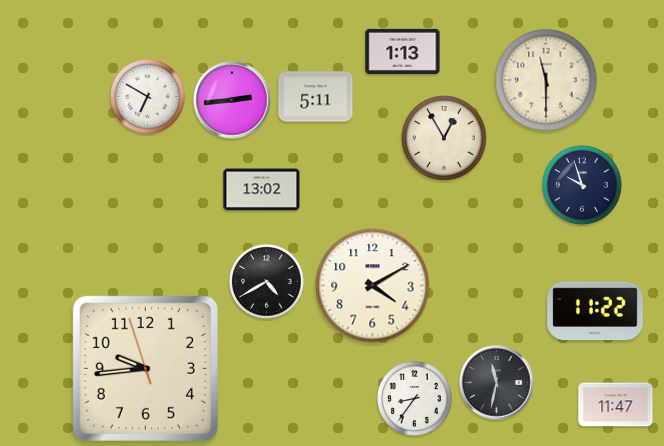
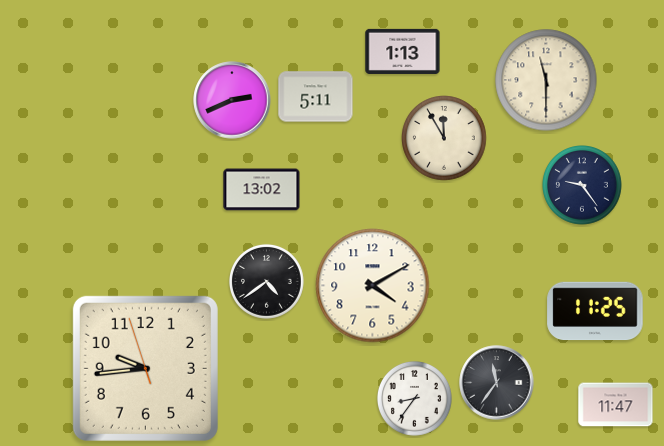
clock at (147, 96): 6:50 -> none
clock at (232, 100): 2:44 -> 2:41
clock at (444, 138): 12:55 -> 11:55
clock at (583, 186): 9:57 -> 9:24
clock at (266, 281): 4:40 -> 4:39
clock at (595, 311): 11:22 -> 11:25
clock at (497, 383): 11:32 -> 11:36
